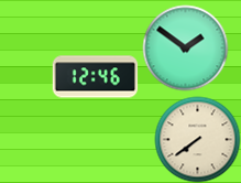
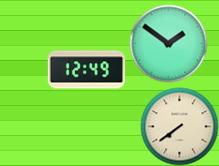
clock at (95, 77): 12:46 -> 12:49
